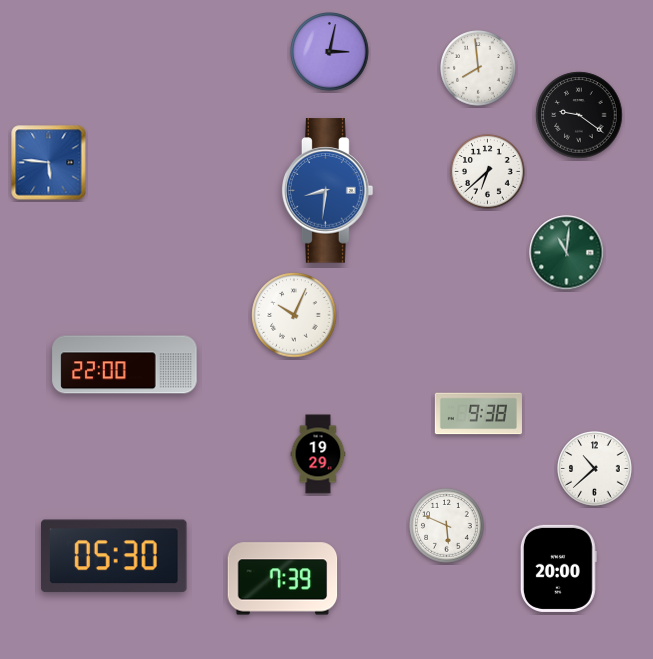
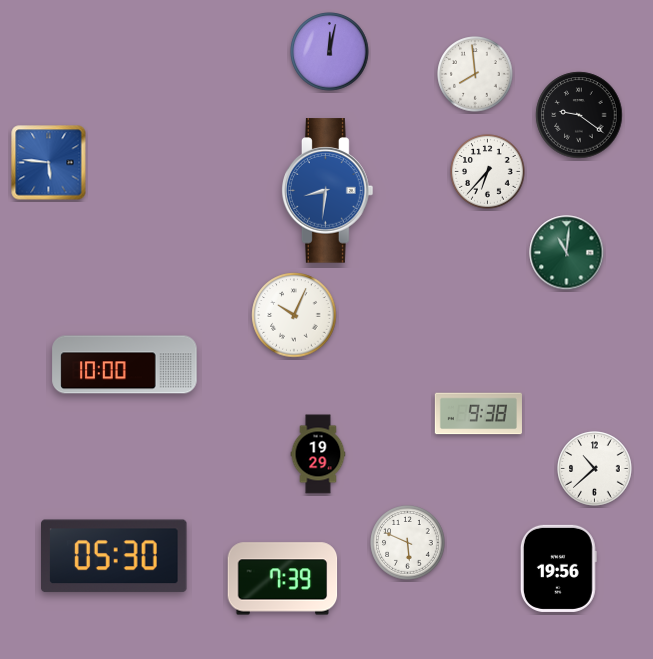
clock at (330, 52): 3:02 -> 12:02
clock at (478, 68) position: (478, 68) -> (475, 74)
clock at (488, 172): 6:38 -> 6:37
clock at (125, 365): 22:00 -> 10:00
clock at (447, 526) position: (447, 526) -> (408, 543)
clock at (558, 568): 20:00 -> 19:56
